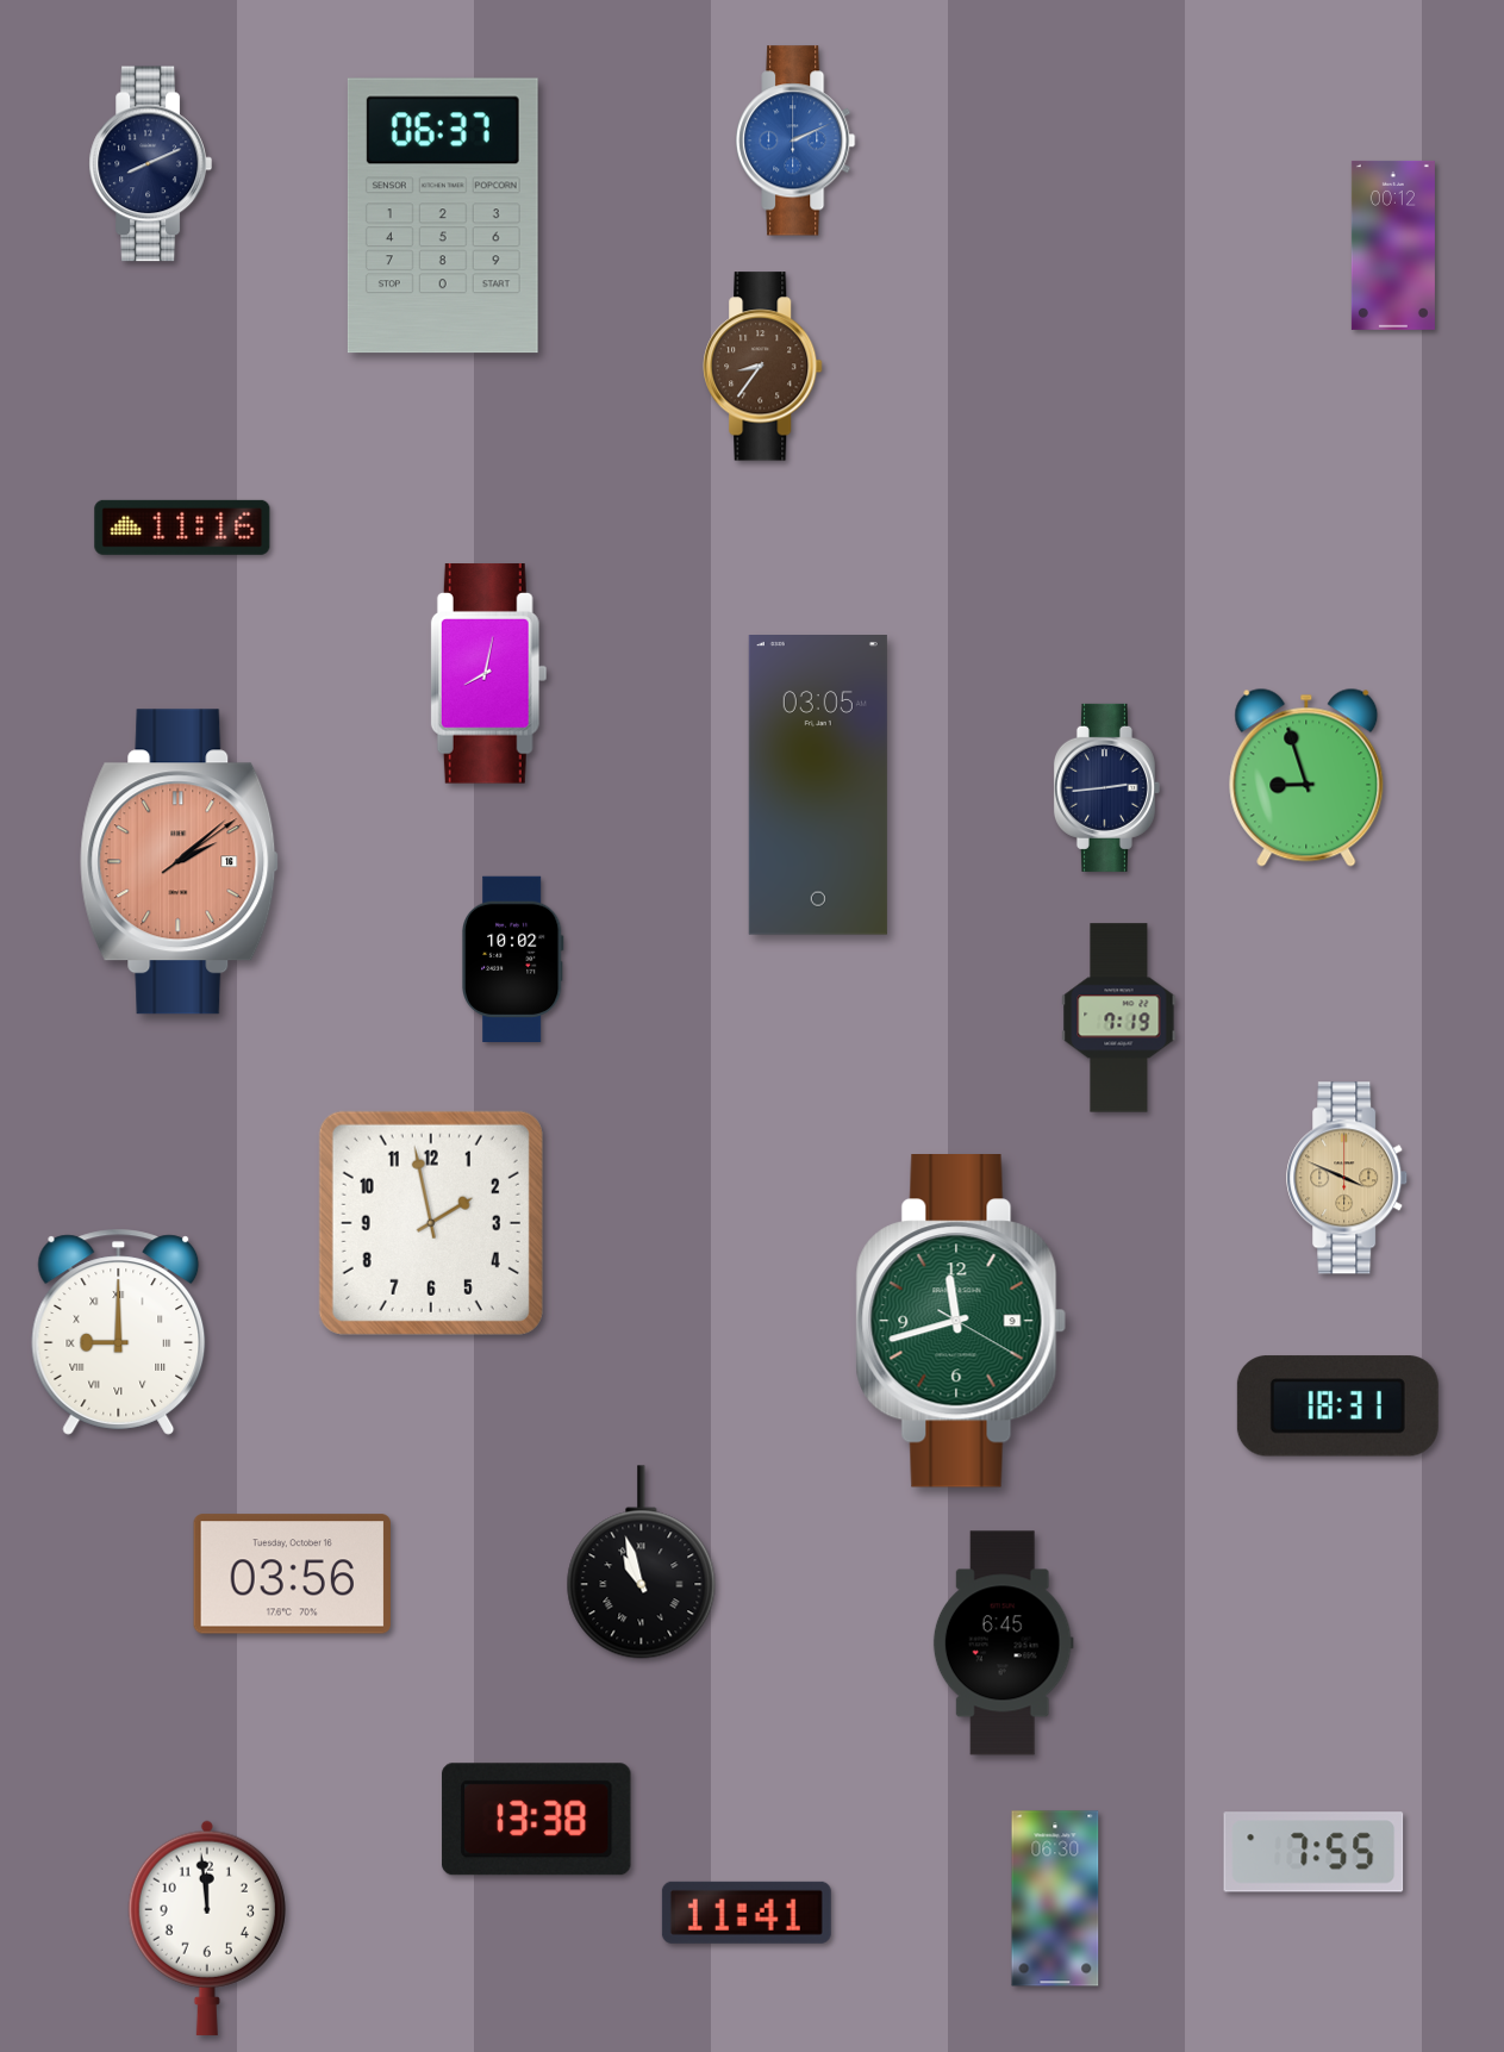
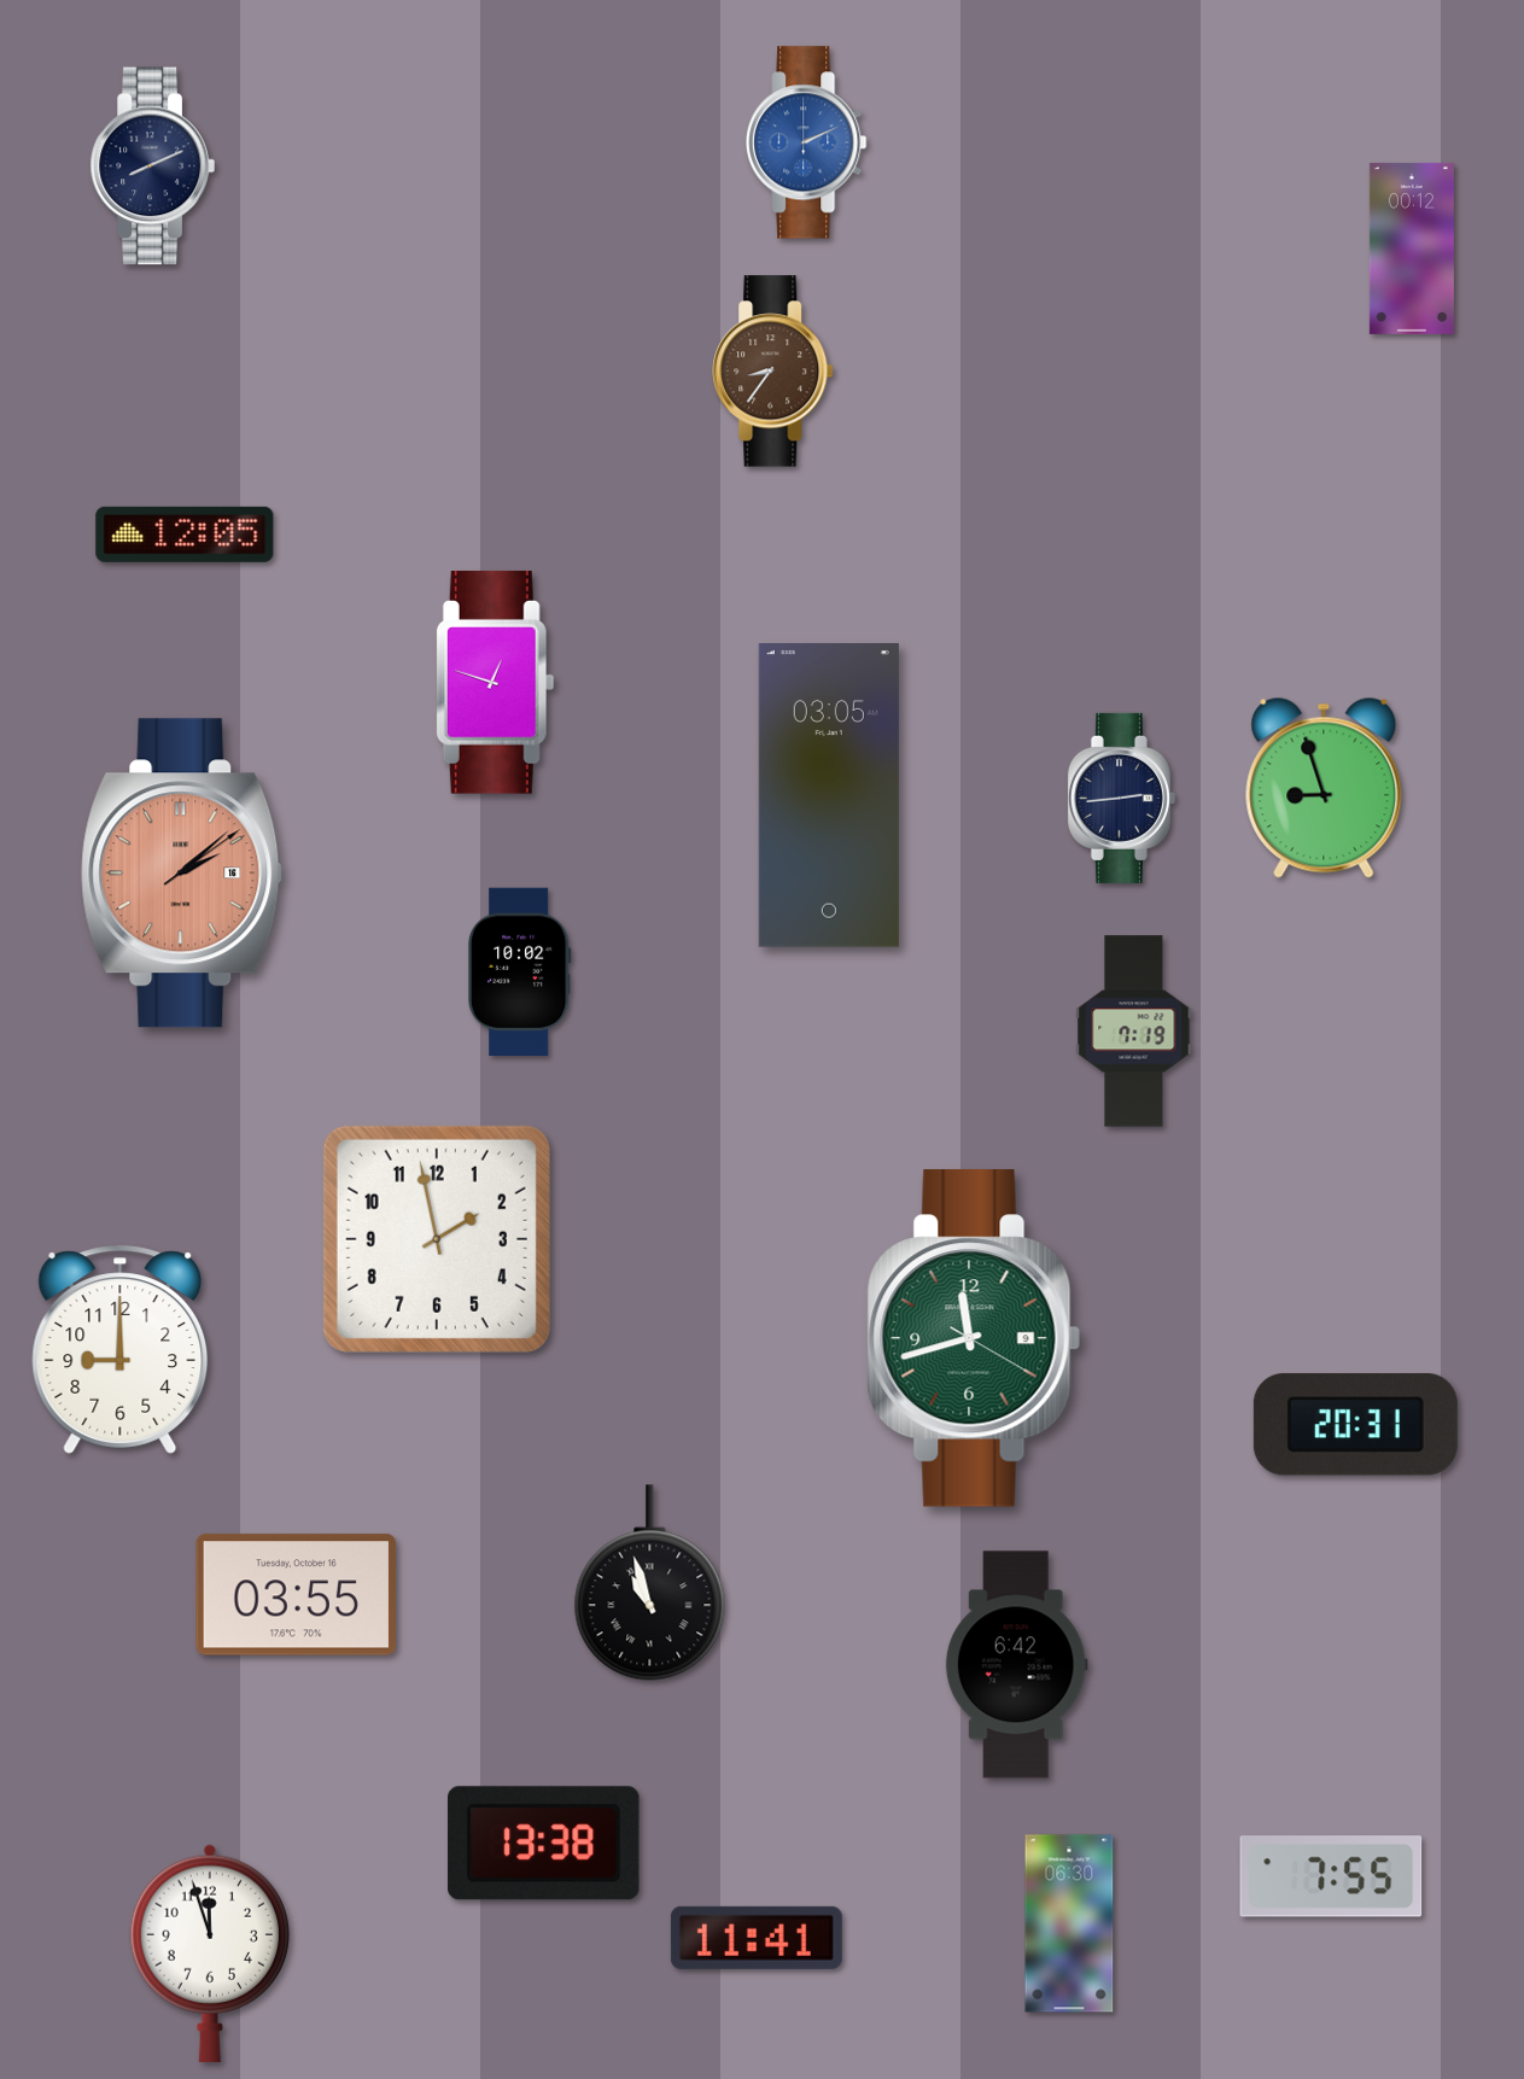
clock at (443, 216): 06:37 -> none
clock at (182, 528): 11:16 -> 12:05
clock at (488, 674): 8:02 -> 12:48
clock at (1348, 1178): 3:49 -> none
clock at (119, 1331) numerals: Roman -> Arabic
clock at (1337, 1407): 18:31 -> 20:31
clock at (292, 1574): 03:56 -> 03:55
clock at (1003, 1644): 6:45 -> 6:42
clock at (207, 1928): 11:59 -> 11:57
